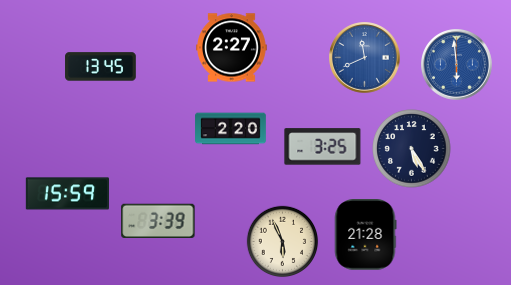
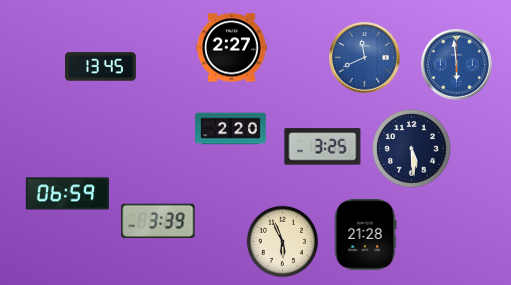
clock at (412, 149): 5:25 -> 5:29
clock at (67, 194): 15:59 -> 06:59
